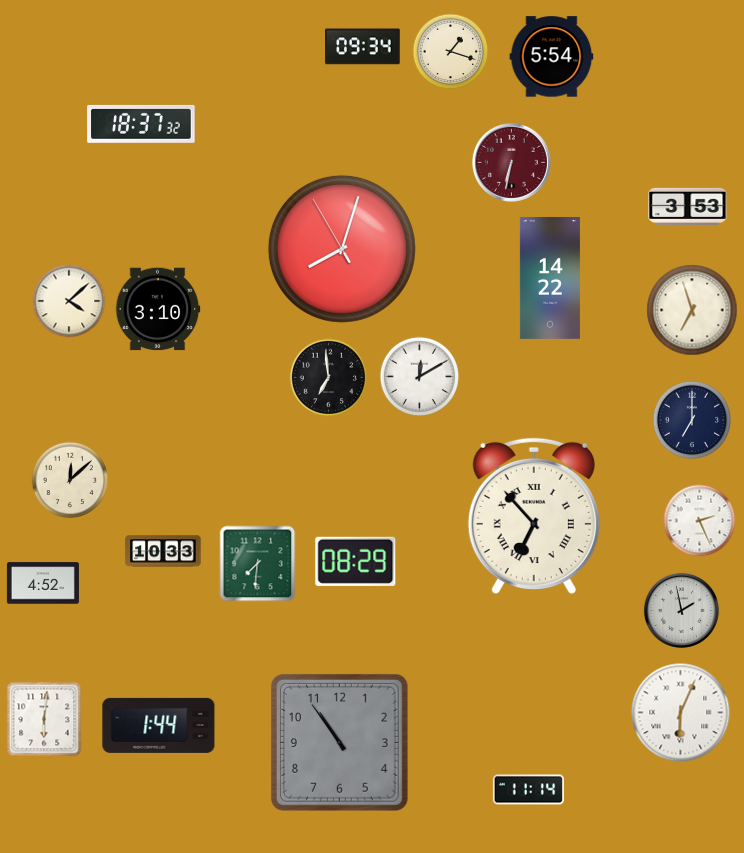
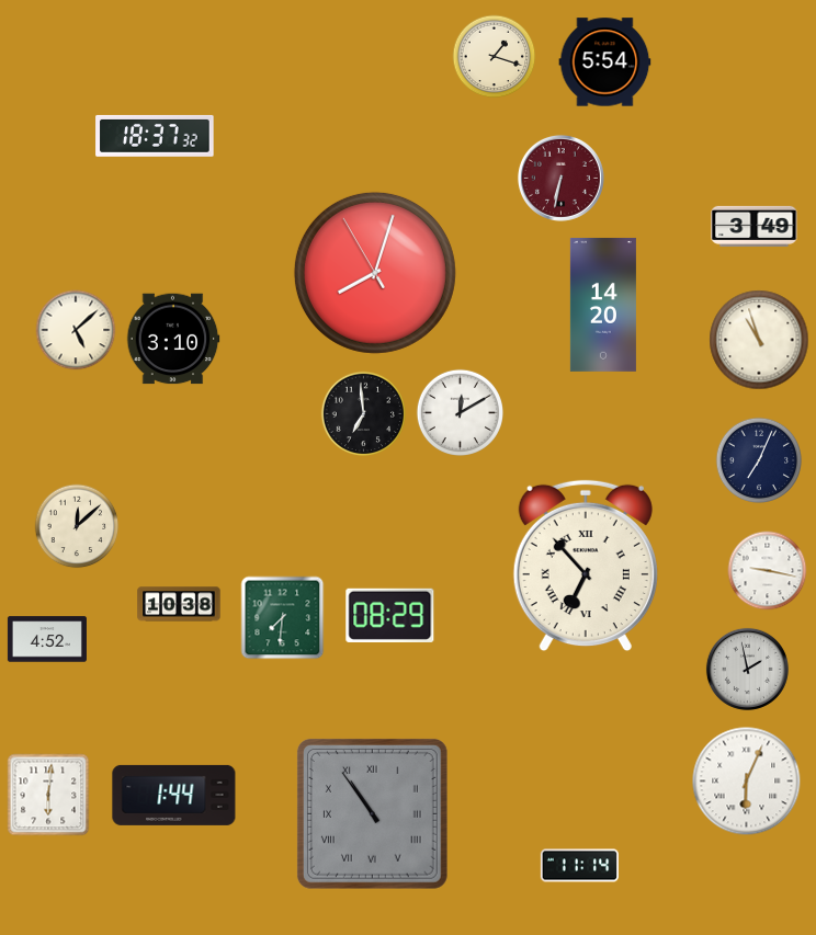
clock at (363, 47): 09:34 -> none
clock at (688, 206): 3:53 -> 3:49
clock at (550, 278): 14:22 -> 14:20
clock at (69, 301): 4:08 -> 5:08
clock at (692, 310): 6:57 -> 10:57
clock at (329, 378) position: (329, 378) -> (364, 414)
clock at (692, 420): 7:00 -> 7:04
clock at (700, 521): 2:26 -> 9:17
clock at (163, 551): 10:33 -> 10:38
clock at (44, 719) position: (44, 719) -> (48, 795)
clock at (339, 742) numerals: Arabic -> Roman
